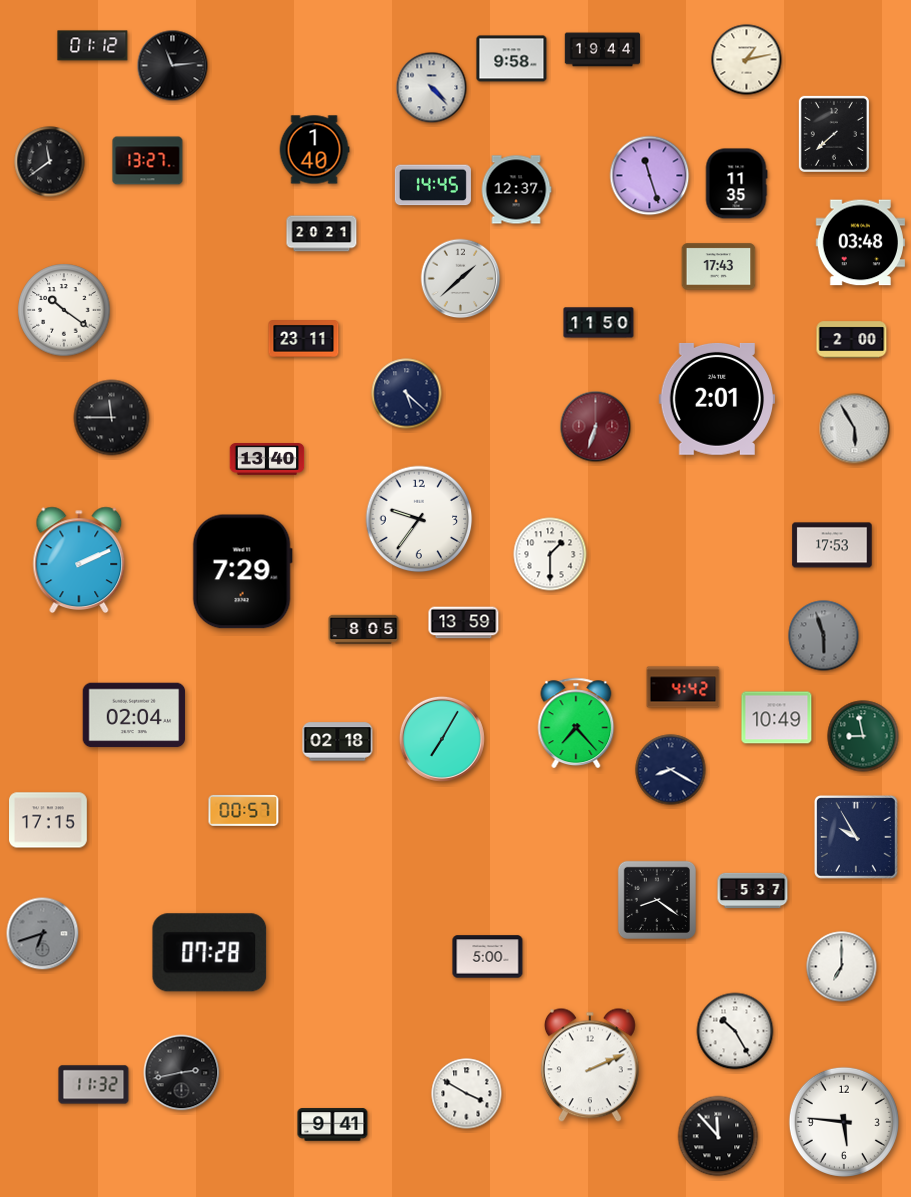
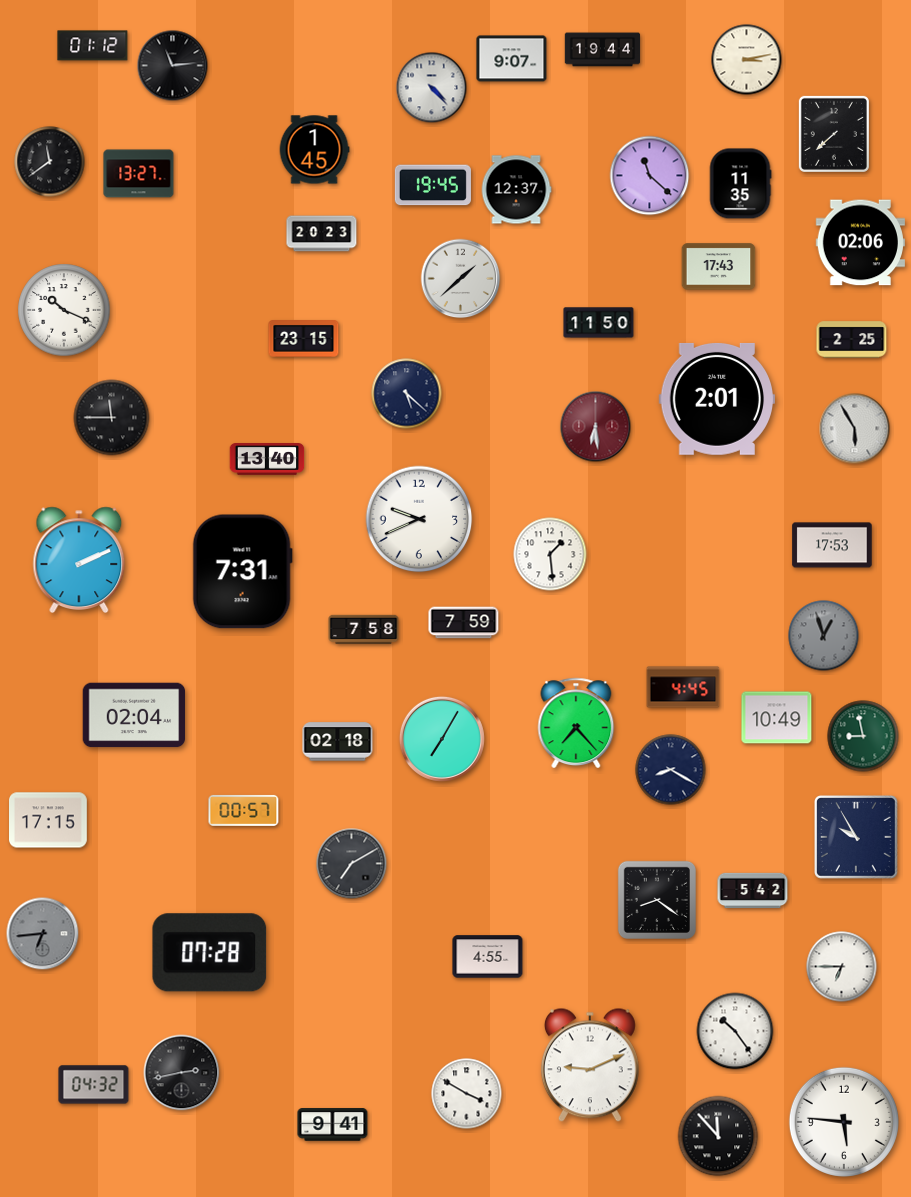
clock at (512, 59): 9:58 -> 9:07
clock at (747, 60): 1:13 -> 3:13
clock at (314, 150): 1:40 -> 1:45
clock at (148, 161) position: (148, 161) -> (139, 174)
clock at (650, 176): 11:27 -> 11:22
clock at (736, 184) position: (736, 184) -> (740, 184)
clock at (433, 185): 14:45 -> 19:45
clock at (322, 234): 20:21 -> 20:23
clock at (860, 243): 03:48 -> 02:06
clock at (64, 310): 10:21 -> 10:19
clock at (304, 339): 23:11 -> 23:15
clock at (852, 340): 2:00 -> 2:25
clock at (596, 427): 6:33 -> 6:29
clock at (419, 519): 9:36 -> 9:41
clock at (550, 554): 1:30 -> 1:29
clock at (242, 572): 7:29 -> 7:31
clock at (464, 623): 13:59 -> 7:59
clock at (364, 630): 8:05 -> 7:58
clock at (824, 636): 5:57 -> 12:57
clock at (683, 687): 4:42 -> 4:45
clock at (352, 864): none -> 7:10
clock at (753, 891): 5:37 -> 5:42
clock at (43, 934): 6:42 -> 6:44
clock at (488, 957): 5:00 -> 4:55
clock at (842, 967): 7:00 -> 6:45
clock at (735, 1031): 10:25 -> 10:24
clock at (590, 1065): 2:11 -> 9:11
clock at (94, 1085): 11:32 -> 04:32
